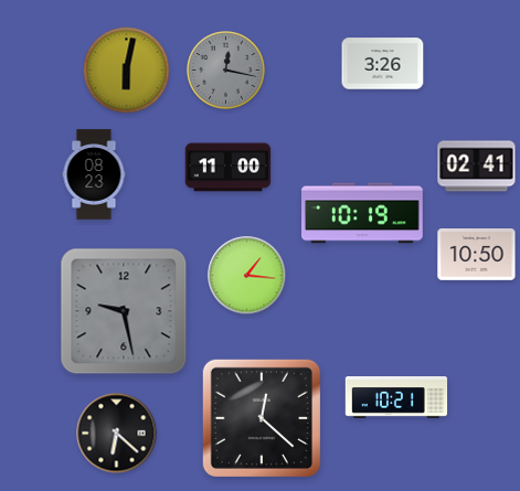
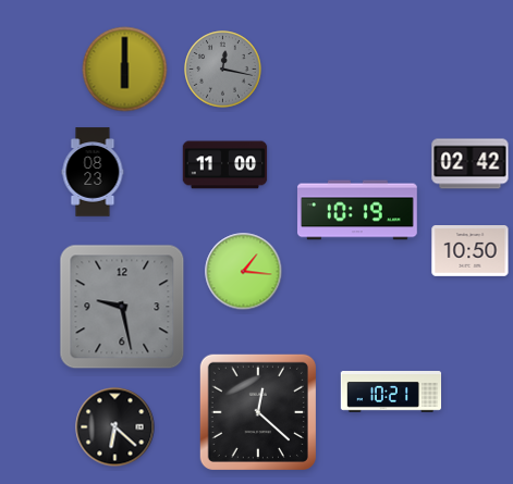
clock at (383, 64): 3:26 -> none
clock at (127, 71): 6:02 -> 6:00
clock at (477, 167): 02:41 -> 02:42
